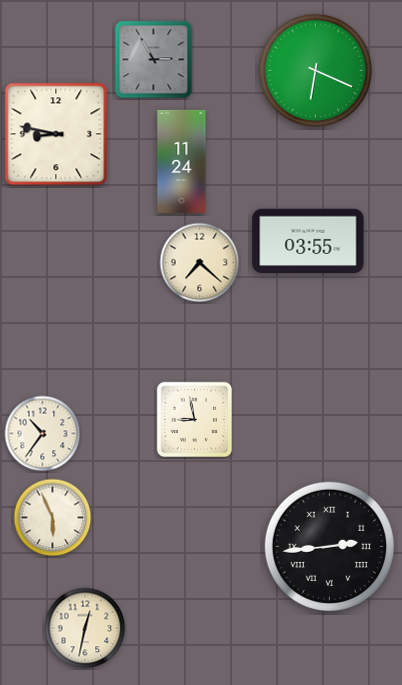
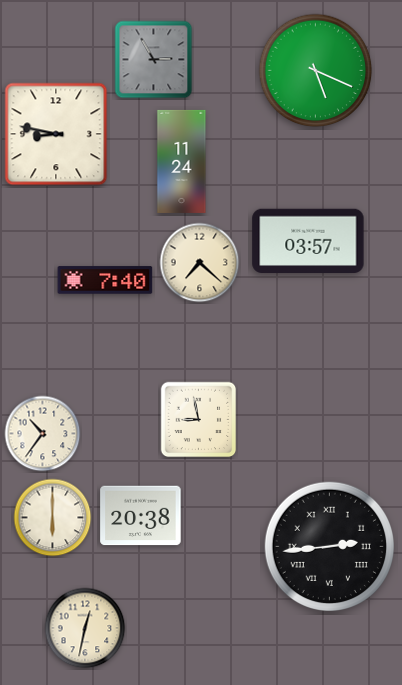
clock at (316, 71): 6:19 -> 5:19
clock at (308, 240): 03:55 -> 03:57
clock at (105, 280): none -> 7:40
clock at (195, 420) position: (195, 420) -> (199, 420)
clock at (141, 516): none -> 20:38
clock at (53, 518): 5:56 -> 6:00
